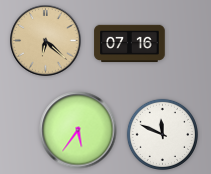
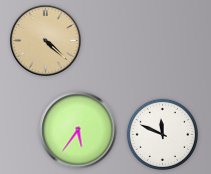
clock at (46, 41): 6:22 -> 4:22
clock at (130, 44): 07:16 -> none
